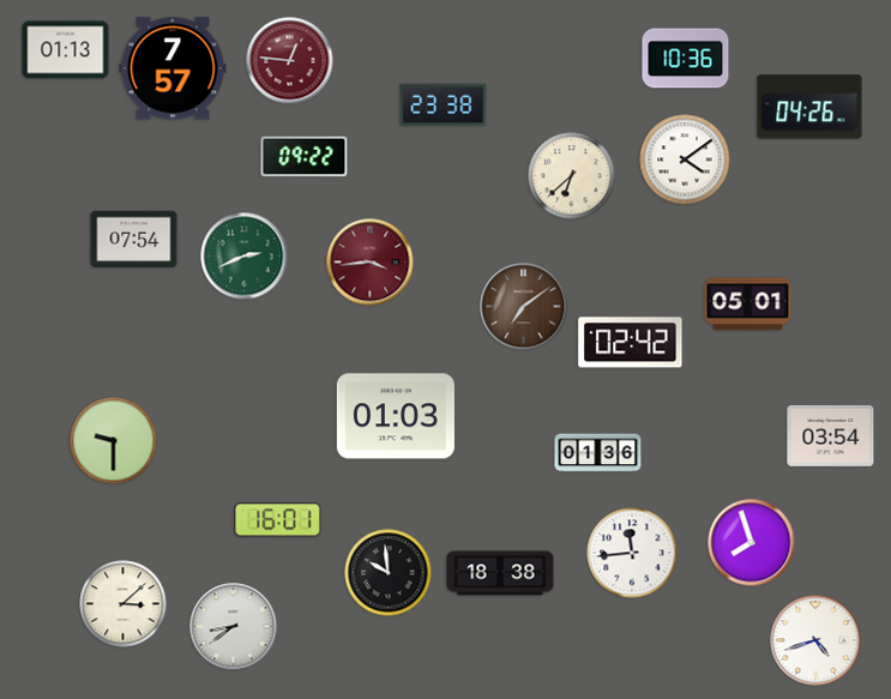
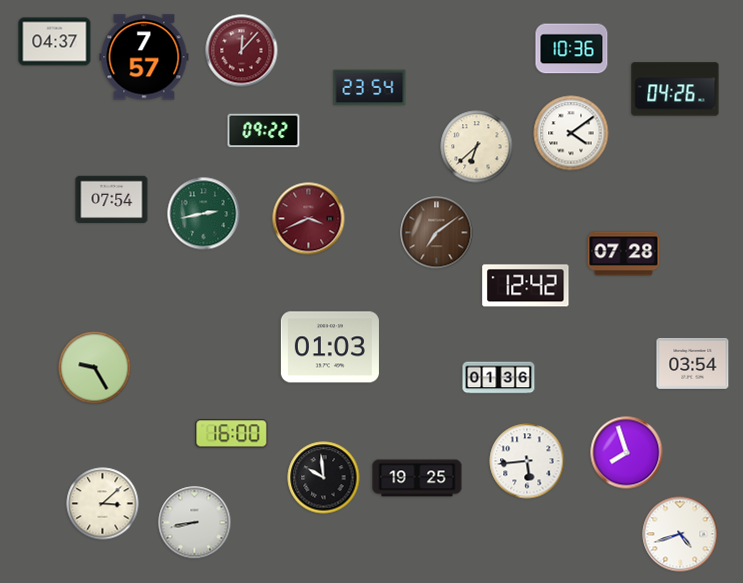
clock at (66, 50): 01:13 -> 04:37
clock at (290, 61): 12:46 -> 12:07
clock at (444, 106): 23:38 -> 23:54
clock at (305, 157) position: (305, 157) -> (264, 131)
clock at (245, 257): 2:41 -> 2:43
clock at (371, 263): 3:44 -> 3:41
clock at (748, 305): 05:01 -> 07:28
clock at (524, 307) position: (524, 307) -> (437, 233)
clock at (631, 343): 02:42 -> 12:42
clock at (114, 441): 9:30 -> 9:25
clock at (278, 520): 16:01 -> 16:00
clock at (632, 553): 11:44 -> 5:44
clock at (500, 573): 18:38 -> 19:25
clock at (234, 627): 8:39 -> 8:43
